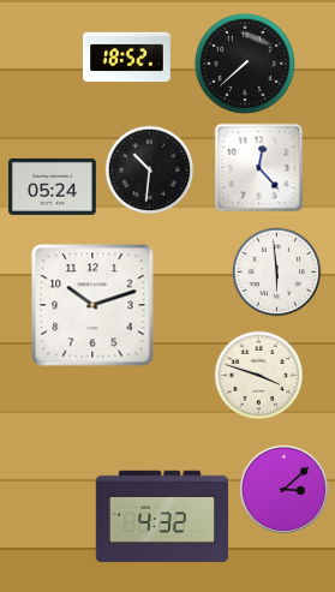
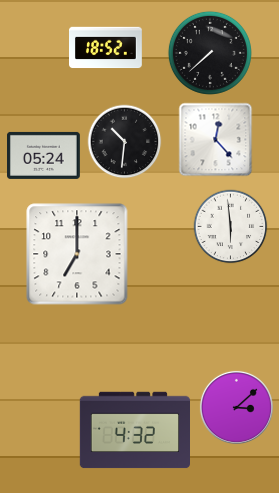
clock at (245, 64) position: (245, 64) -> (210, 53)
clock at (92, 305): 10:12 -> 7:00
clock at (259, 376): 3:48 -> none
